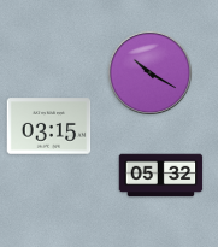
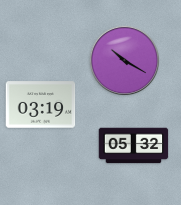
clock at (49, 127): 03:15 -> 03:19
